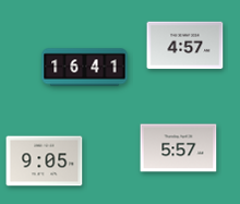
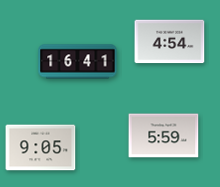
clock at (185, 46): 4:57 -> 4:54
clock at (179, 148): 5:57 -> 5:59
